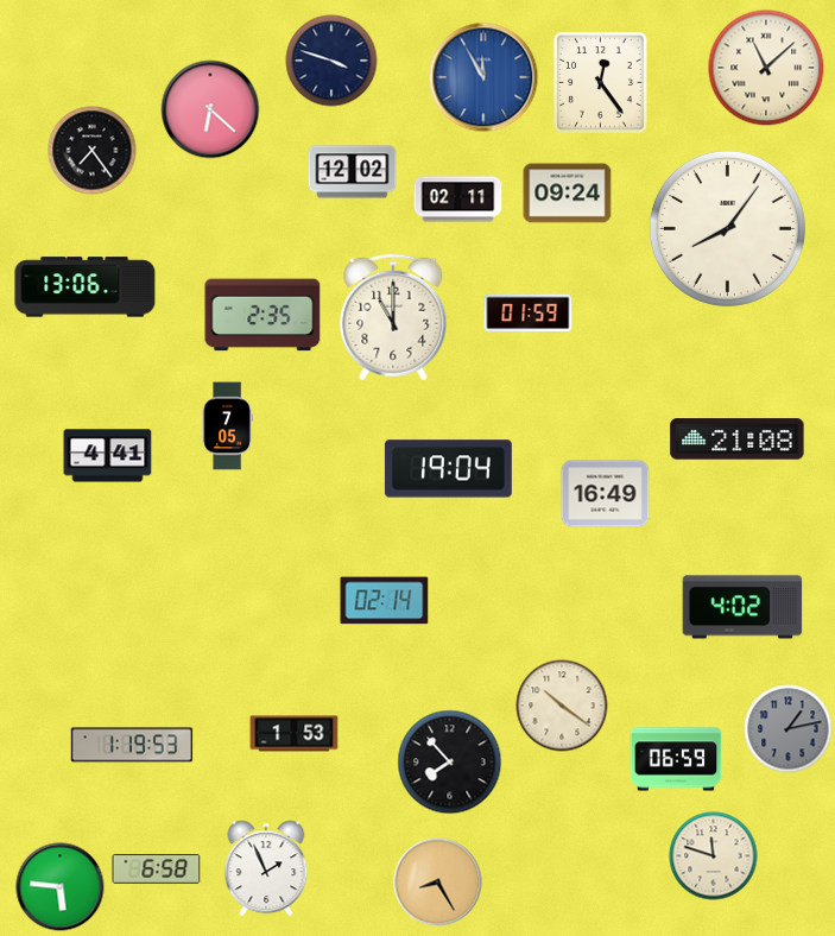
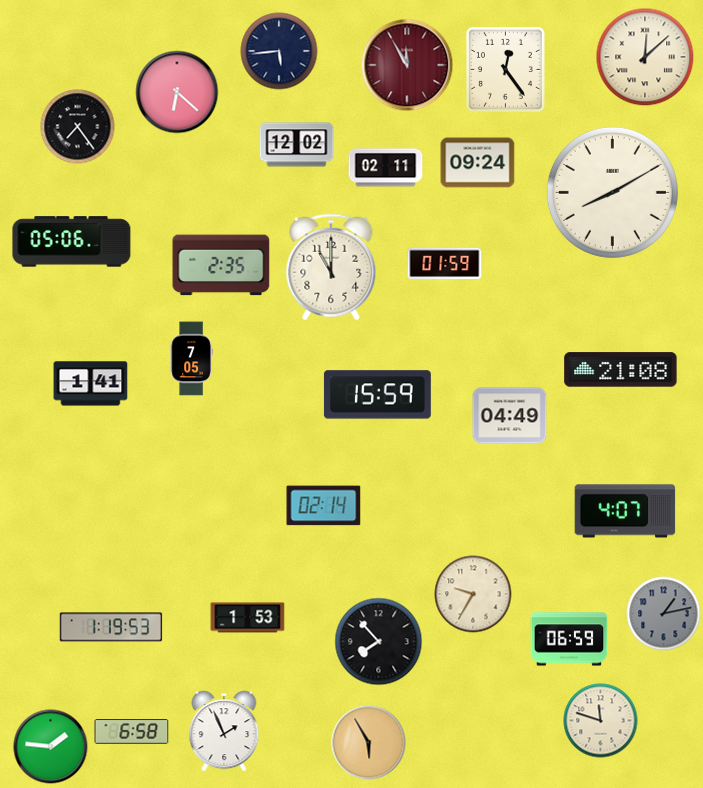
clock at (331, 61): 3:48 -> 5:44
clock at (766, 68): 11:08 -> 12:08
clock at (483, 77) dial: blue -> burgundy
clock at (727, 228): 8:06 -> 8:10
clock at (86, 287): 13:06 -> 05:06
clock at (108, 456): 4:41 -> 1:41
clock at (448, 469): 19:04 -> 15:59
clock at (606, 494): 16:49 -> 04:49
clock at (742, 607): 4:02 -> 4:07
clock at (562, 706): 10:21 -> 9:35
clock at (438, 883): 8:25 -> 5:55
clock at (61, 887): 5:46 -> 1:46
